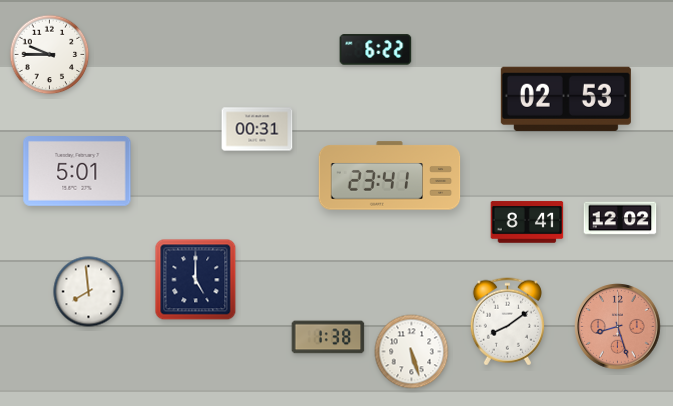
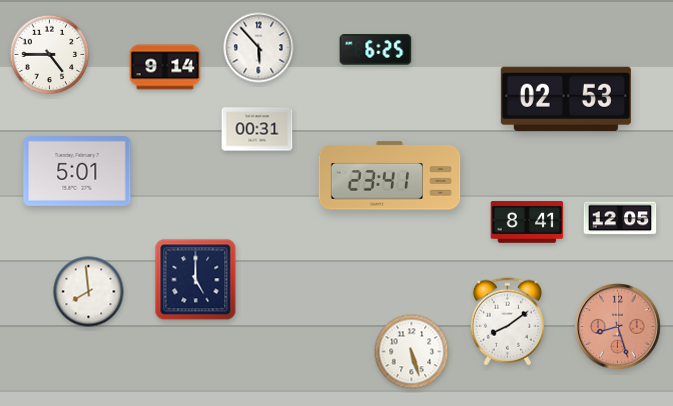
clock at (259, 48): none -> 5:53
clock at (376, 50): 6:22 -> 6:25
clock at (50, 55): 9:45 -> 4:45
clock at (165, 67): none -> 9:14
clock at (620, 218): 12:02 -> 12:05
clock at (328, 337): 1:38 -> none
